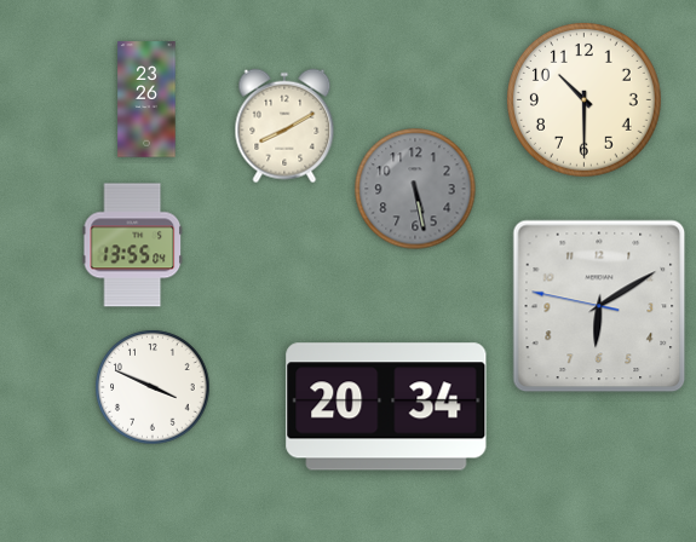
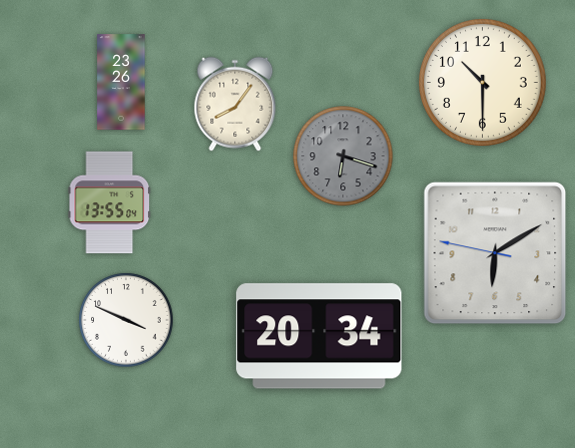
clock at (284, 126): 8:10 -> 8:06
clock at (415, 189): 5:28 -> 6:18
